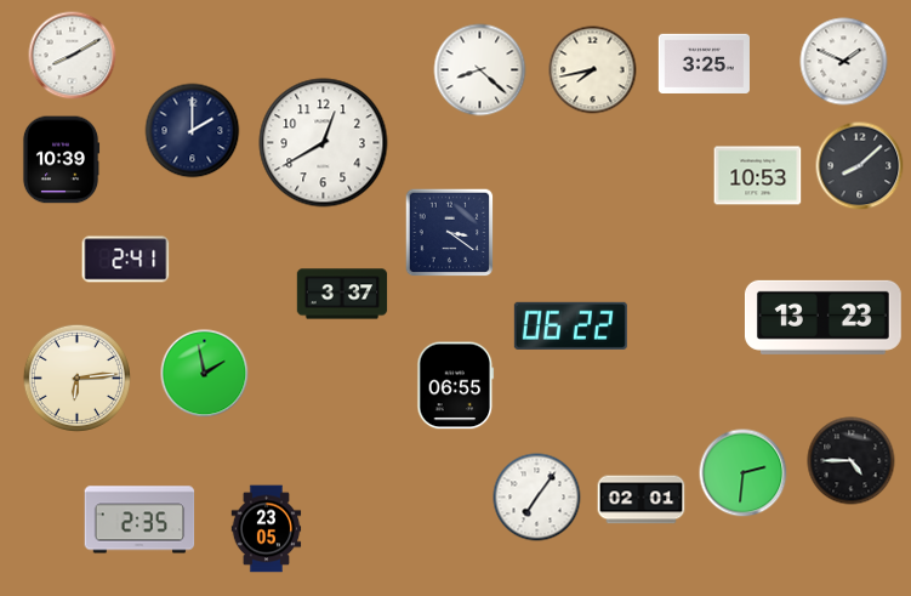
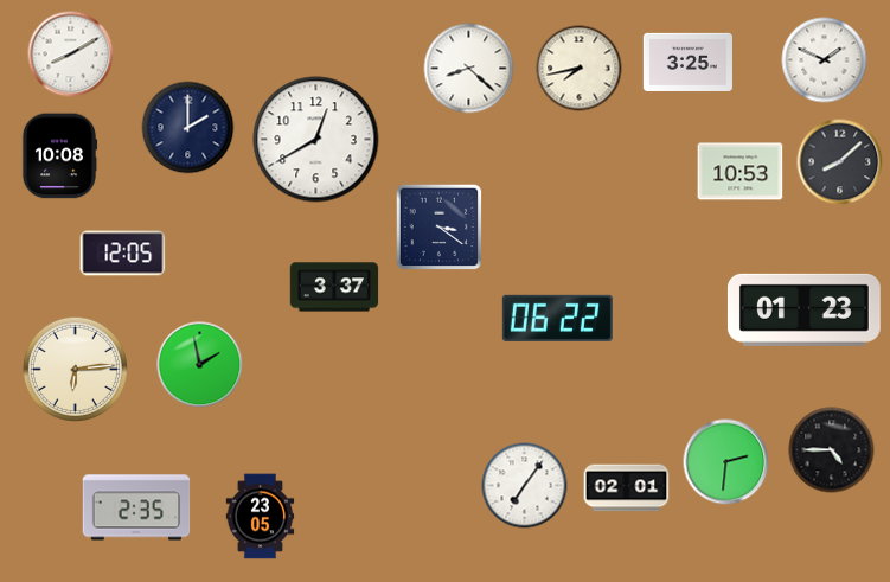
clock at (61, 160): 10:39 -> 10:08
clock at (126, 260): 2:41 -> 12:05
clock at (822, 317): 13:23 -> 01:23
clock at (456, 386): 06:55 -> none
